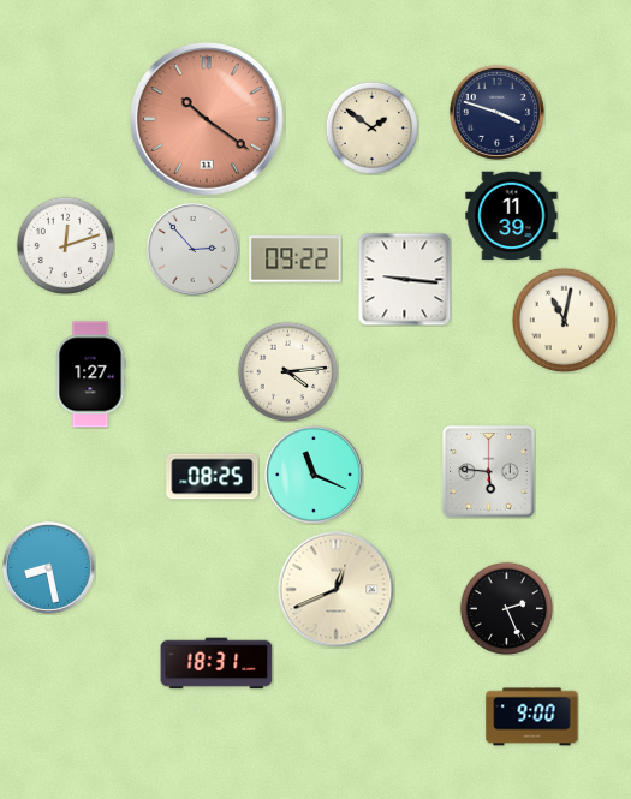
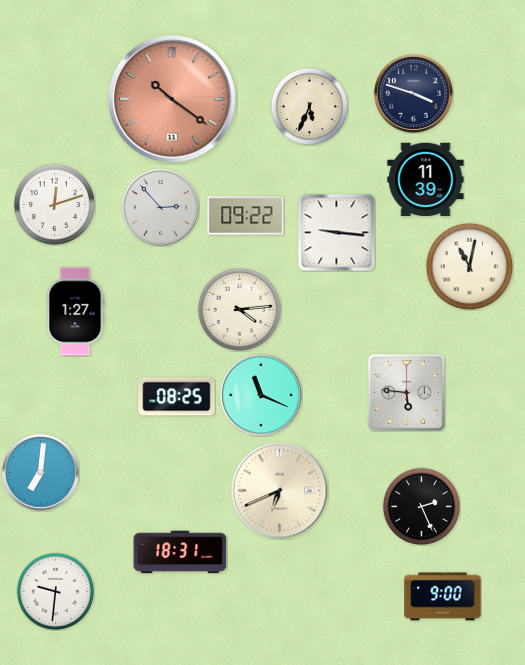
clock at (371, 127): 1:51 -> 5:34
clock at (48, 567): 8:28 -> 7:01
clock at (337, 590): 12:41 -> 6:41
clock at (55, 591): none -> 9:31
